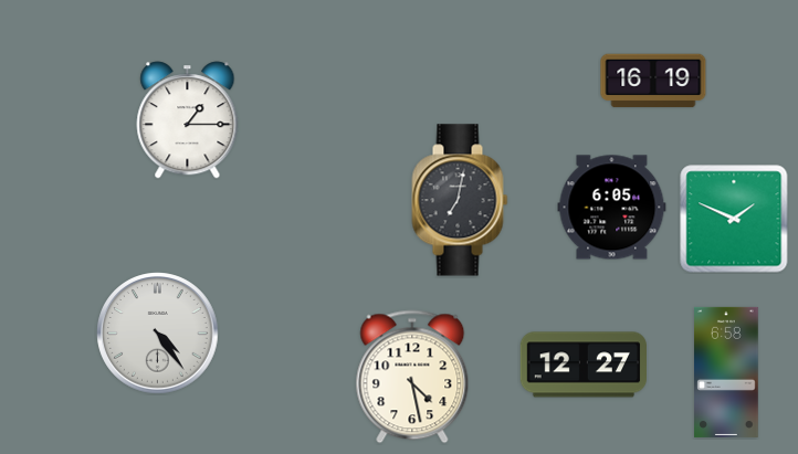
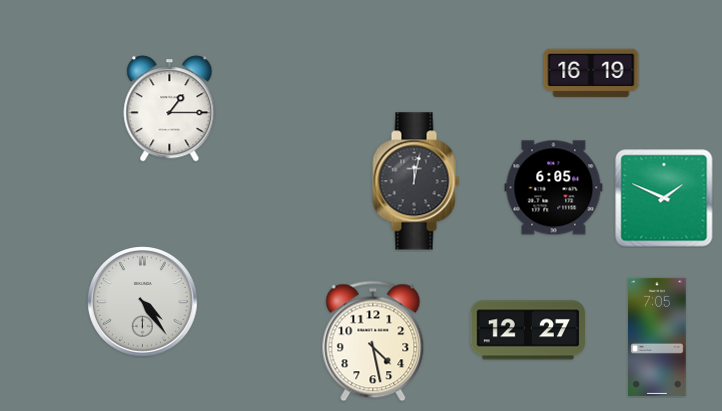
clock at (460, 200): 7:02 -> 12:02
clock at (726, 372): 6:58 -> 7:05
